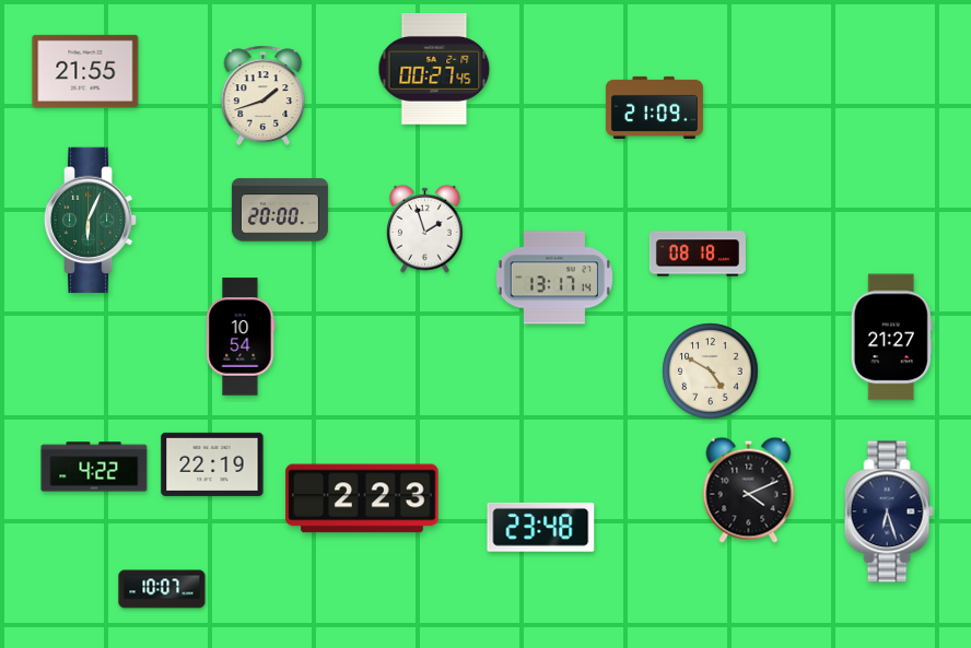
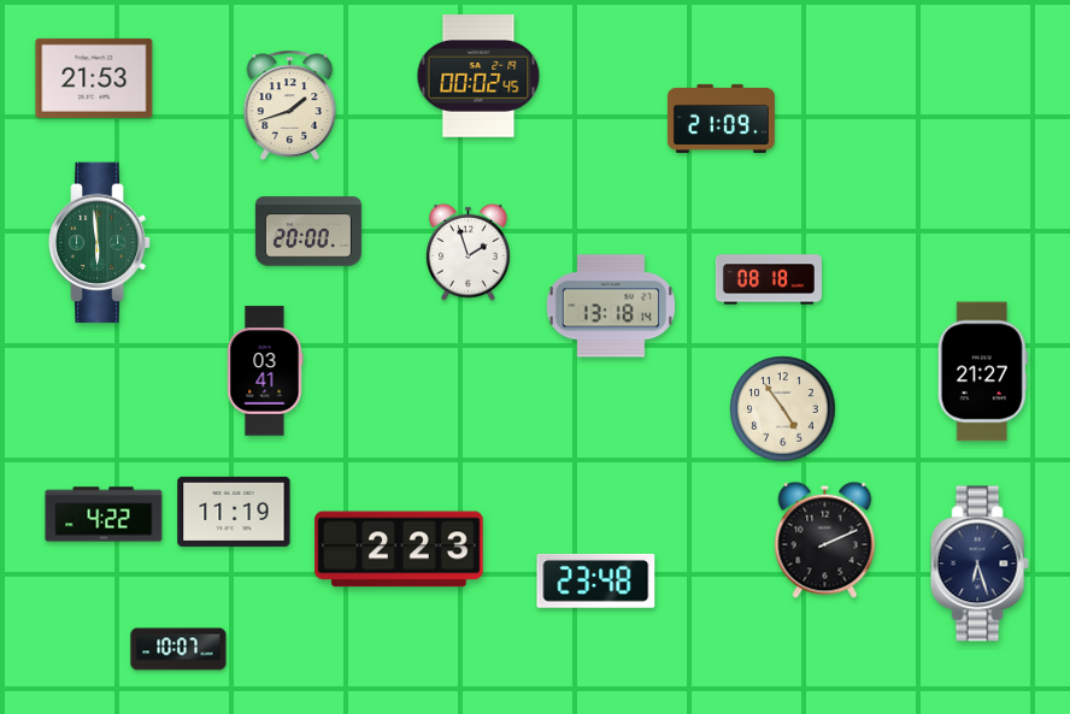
clock at (434, 70): 00:27 -> 00:02
clock at (85, 71): 21:55 -> 21:53
clock at (91, 221): 6:04 -> 5:59
clock at (554, 278): 13:17 -> 13:18
clock at (241, 337): 10:54 -> 03:41
clock at (711, 372): 4:50 -> 4:54
clock at (212, 464): 22:19 -> 11:19
clock at (749, 490): 4:11 -> 2:11
